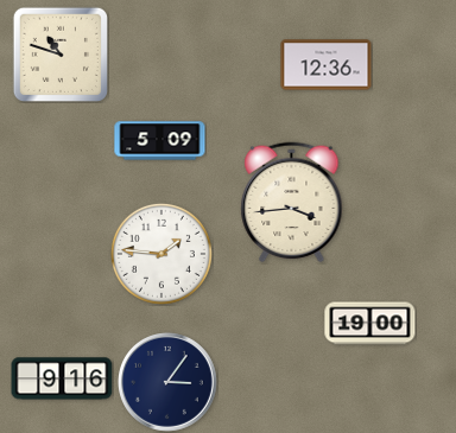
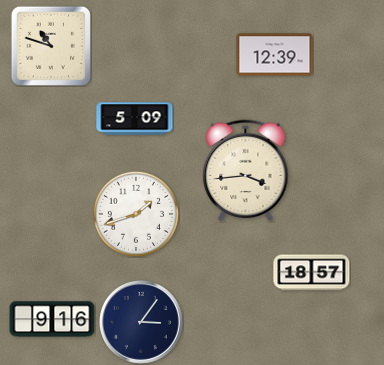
clock at (327, 65): 12:36 -> 12:39
clock at (161, 254): 1:46 -> 1:42
clock at (370, 324): 19:00 -> 18:57
